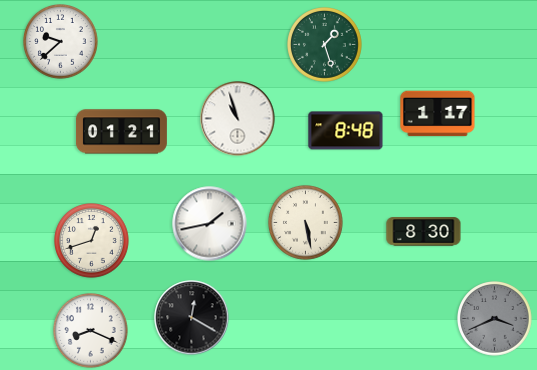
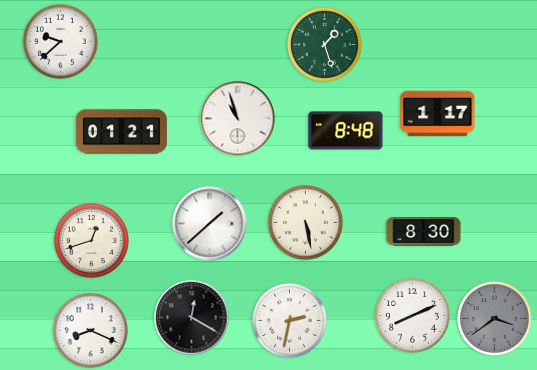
clock at (210, 224): 1:43 -> 1:38
clock at (413, 316): none -> 8:11
clock at (495, 319): 3:41 -> 3:39
clock at (290, 321): none -> 2:32
